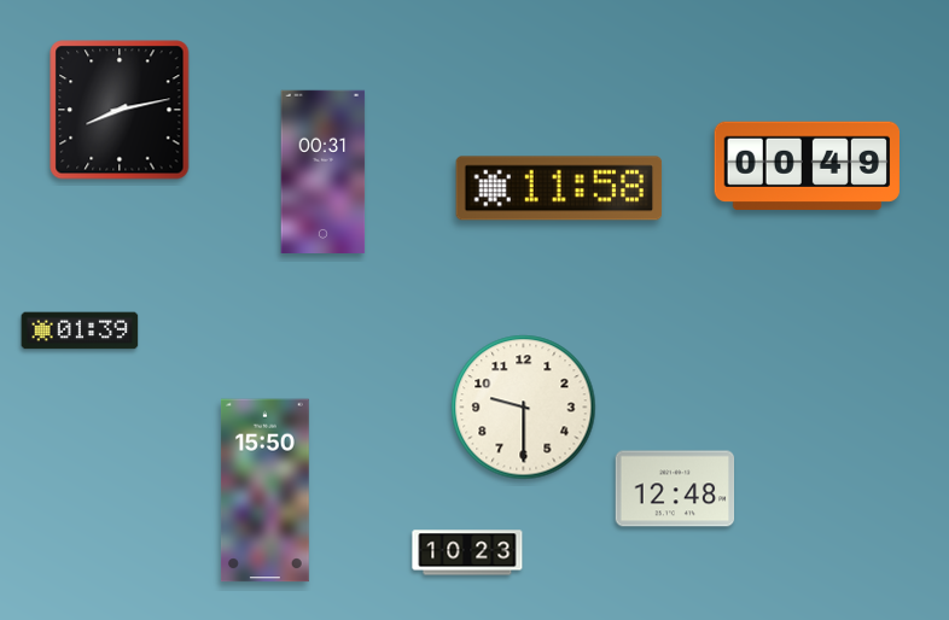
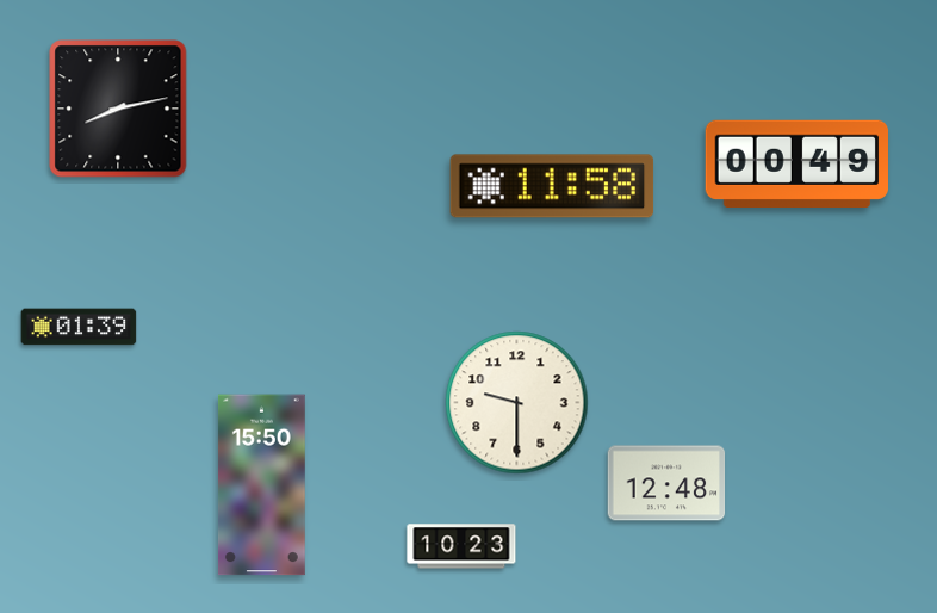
clock at (324, 171): 00:31 -> none
